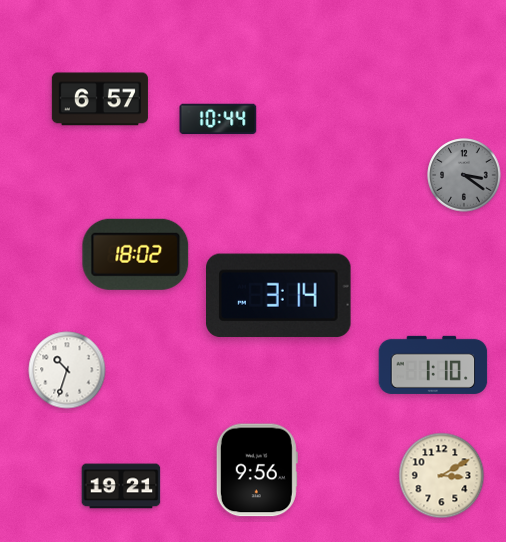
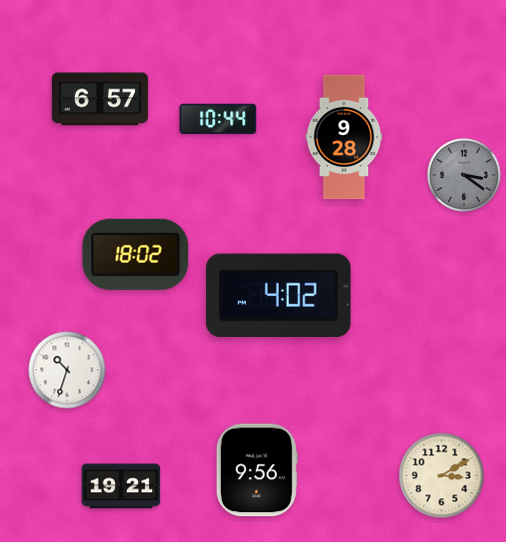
clock at (344, 137): none -> 9:28
clock at (279, 296): 3:14 -> 4:02
clock at (433, 365): 1:10 -> none
